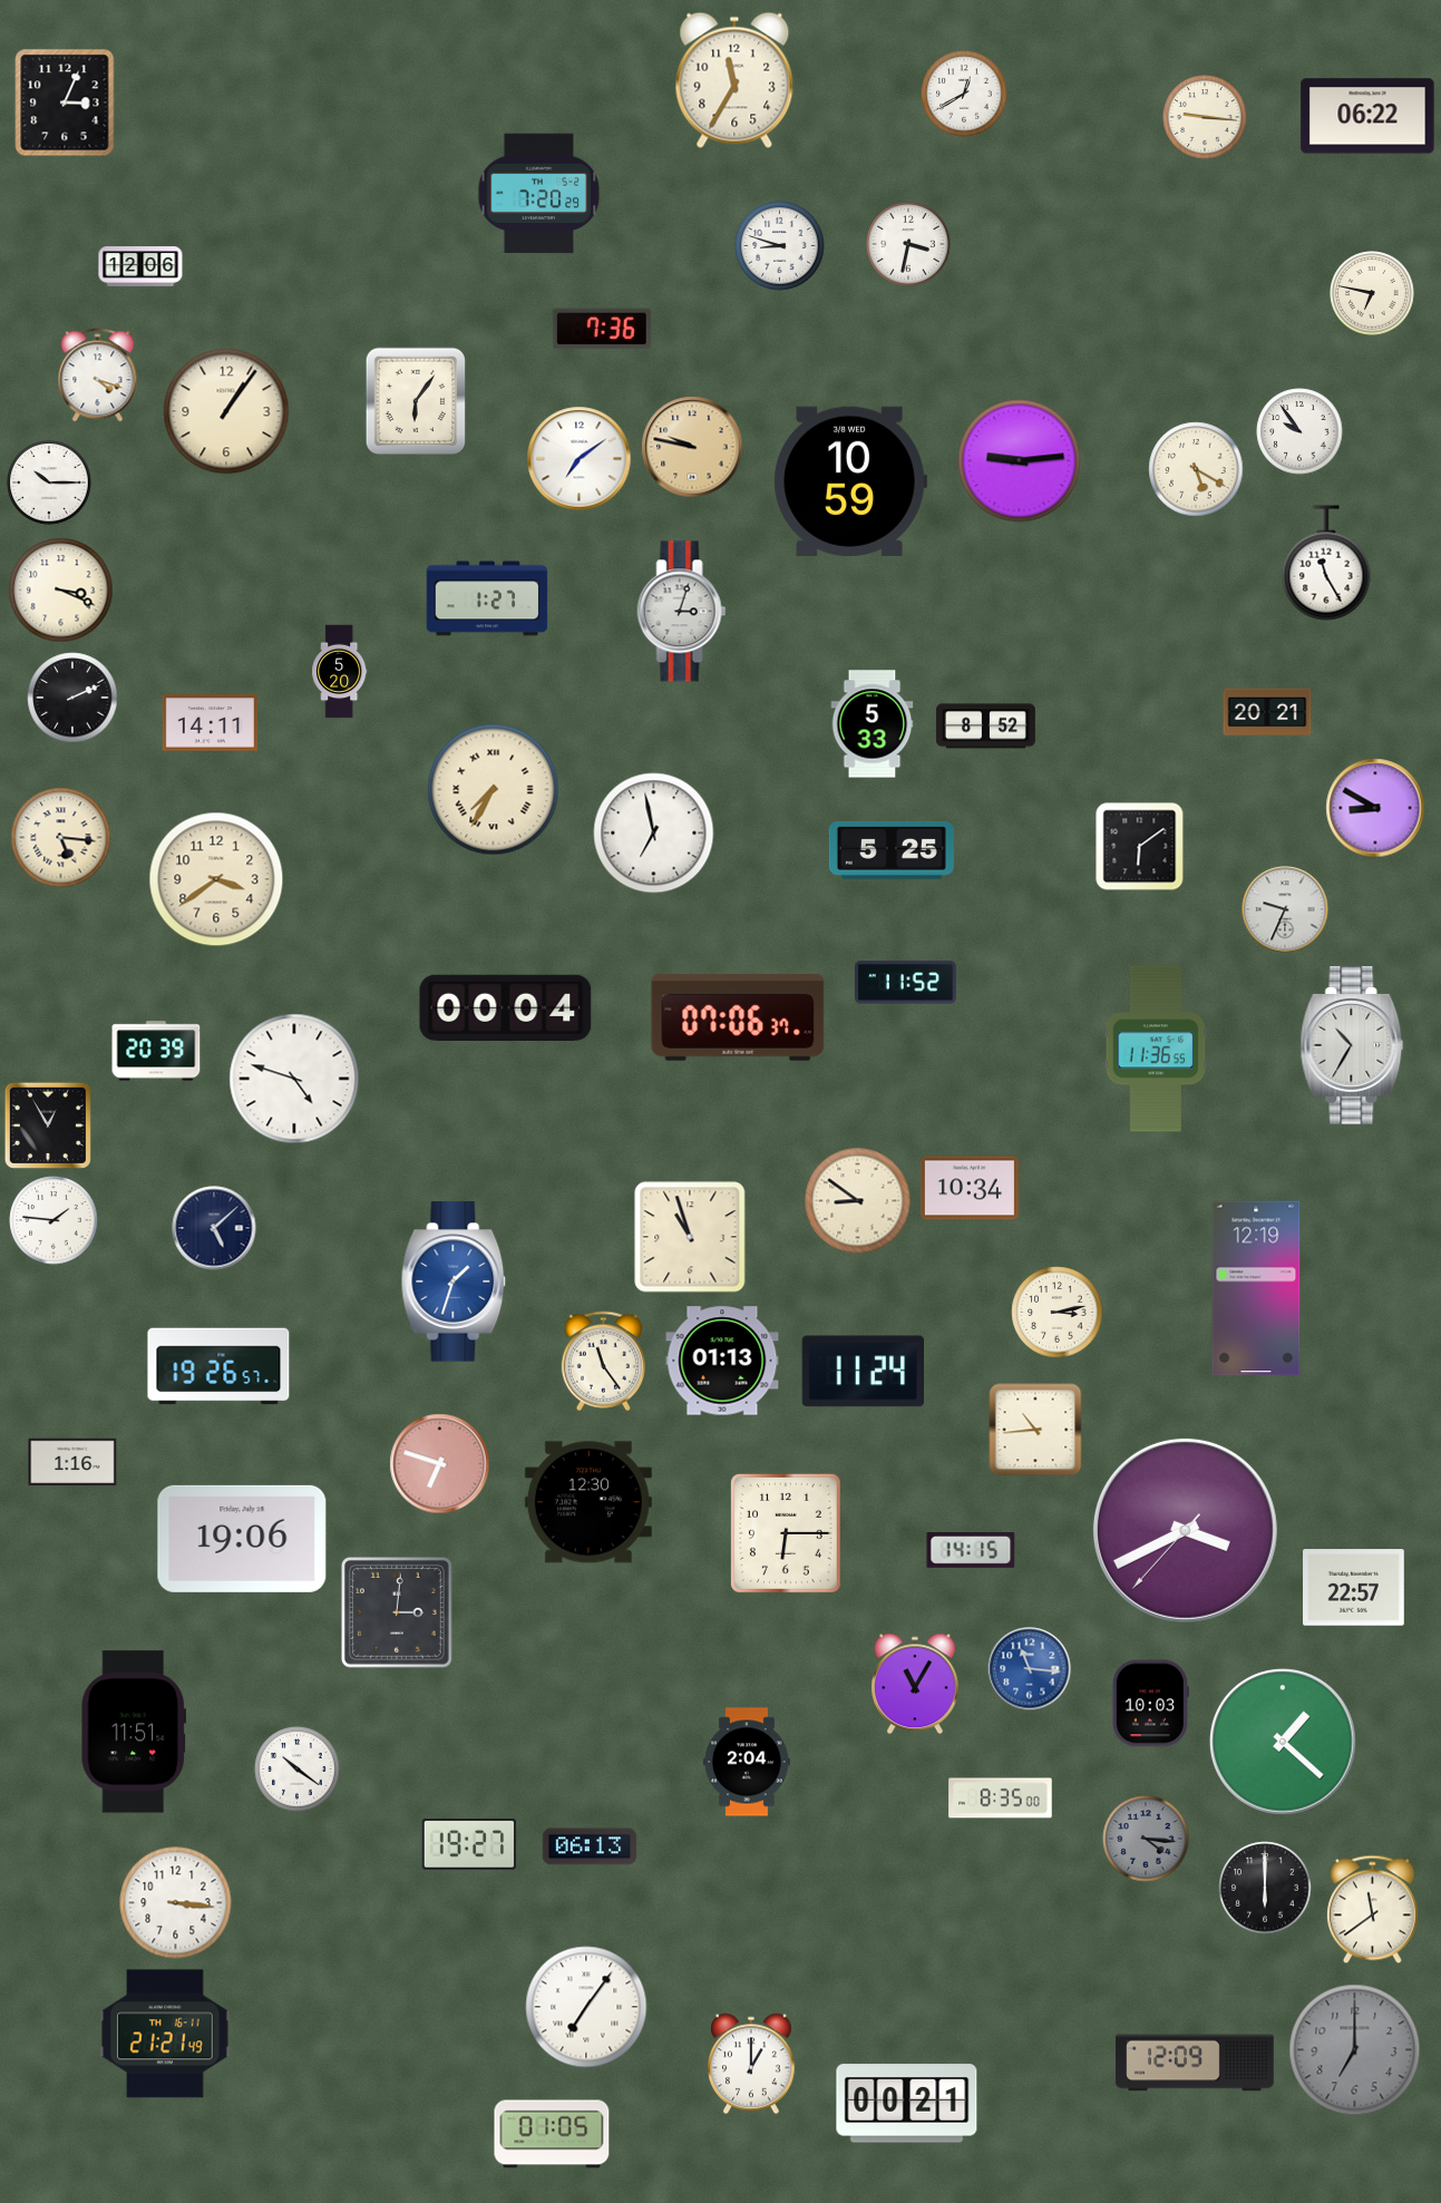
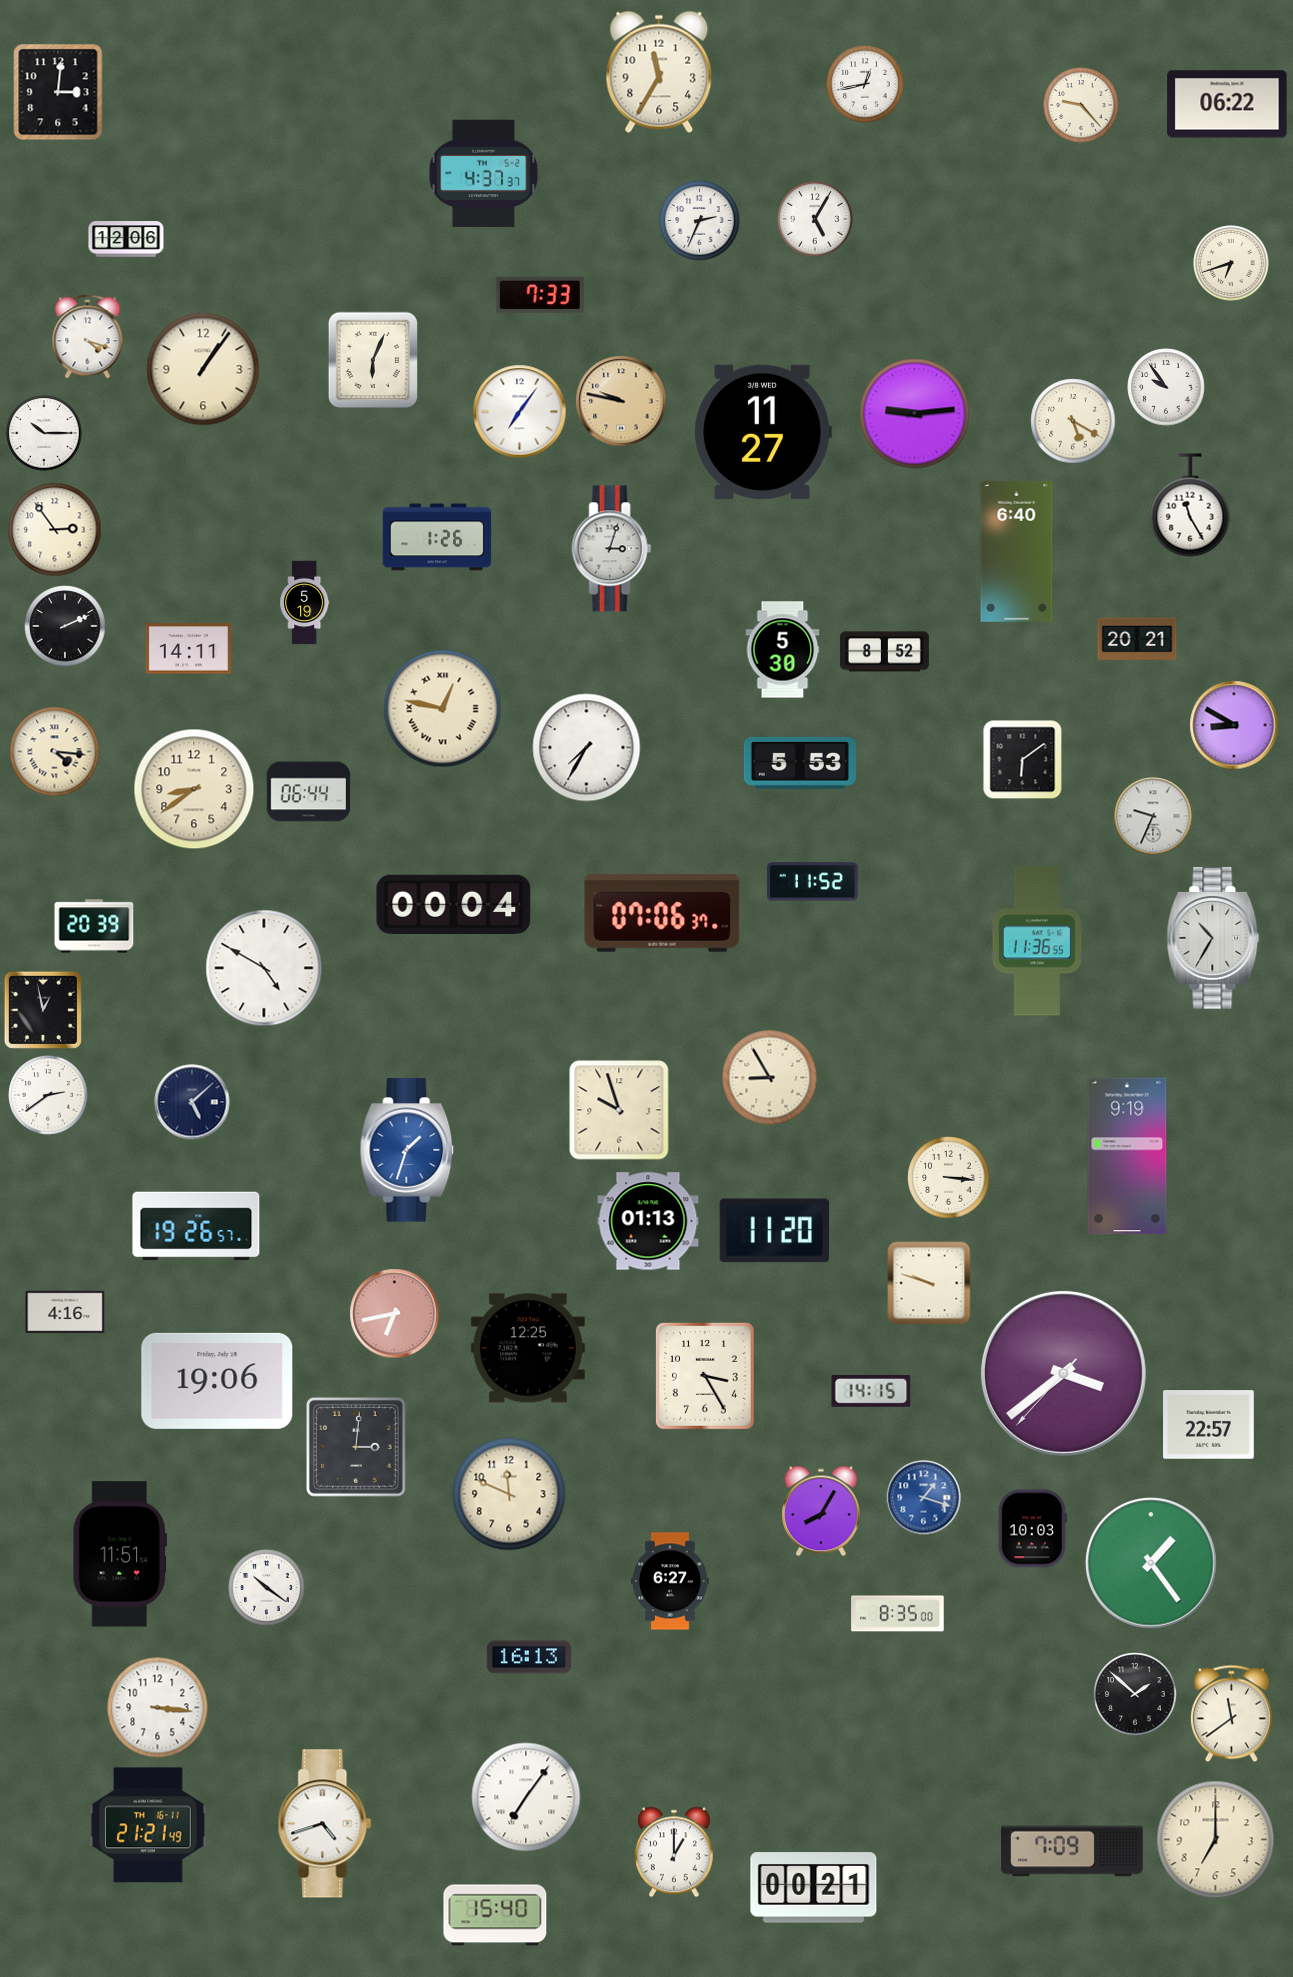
clock at (964, 94): 12:40 -> 12:43
clock at (65, 103): 3:04 -> 3:01
clock at (1205, 117): 9:16 -> 9:23
clock at (539, 194): 7:20 -> 4:37
clock at (908, 244): 3:32 -> 5:05
clock at (780, 246): 8:48 -> 2:34
clock at (1372, 293): 6:47 -> 6:42
clock at (602, 329): 7:36 -> 7:33
clock at (415, 400): 6:06 -> 6:04
clock at (580, 459): 7:09 -> 7:06
clock at (850, 481): 10:59 -> 11:27
clock at (61, 591): 3:19 -> 2:54
clock at (487, 598): 1:27 -> 1:26
clock at (1017, 552): none -> 6:40
clock at (340, 672): 5:20 -> 5:19
clock at (873, 724): 5:33 -> 5:30
clock at (494, 790): 7:35 -> 12:47
clock at (654, 834): 6:58 -> 7:35
clock at (61, 838): 5:16 -> 4:16
clock at (892, 851): 5:25 -> 5:53
clock at (216, 879): 3:39 -> 8:39
clock at (309, 792): none -> 06:44
clock at (156, 1051) position: (156, 1051) -> (94, 926)
clock at (294, 1079): 4:48 -> 4:50
clock at (48, 1125): 12:55 -> 12:58
clock at (970, 1188): 10:34 -> none
clock at (858, 1201): 8:51 -> 8:55
clock at (53, 1220): 1:46 -> 2:39
clock at (690, 1237): 10:57 -> 9:57
clock at (1256, 1288): 12:19 -> 9:19
clock at (1058, 1313): 3:13 -> 3:16
clock at (603, 1362): 11:24 -> none
clock at (863, 1372): 11:24 -> 11:20
clock at (1035, 1430): 10:44 -> 9:48
clock at (72, 1462): 1:16 -> 4:16
clock at (440, 1464): 6:48 -> 6:43
clock at (588, 1502): 12:30 -> 12:25
clock at (1185, 1530): 3:40 -> 3:38
clock at (786, 1533): 6:15 -> 3:25
clock at (1354, 1588) position: (1354, 1588) -> (1209, 1425)
clock at (509, 1494): none -> 11:49
clock at (1030, 1669): 11:16 -> 1:18
clock at (916, 1684): 11:05 -> 8:05
clock at (1284, 1743): 1:22 -> 1:24
clock at (748, 1762): 2:04 -> 6:27
clock at (1146, 1839): 4:16 -> none
clock at (469, 1845): 19:27 -> none
clock at (590, 1846): 06:13 -> 16:13
clock at (1265, 1888): 6:00 -> 1:52
clock at (586, 2007) position: (586, 2007) -> (526, 1797)
clock at (325, 1824): none -> 4:42
clock at (1355, 2050) dial: grey -> cream
clock at (1195, 2063): 12:09 -> 7:09
clock at (552, 2134): 01:05 -> 15:40
